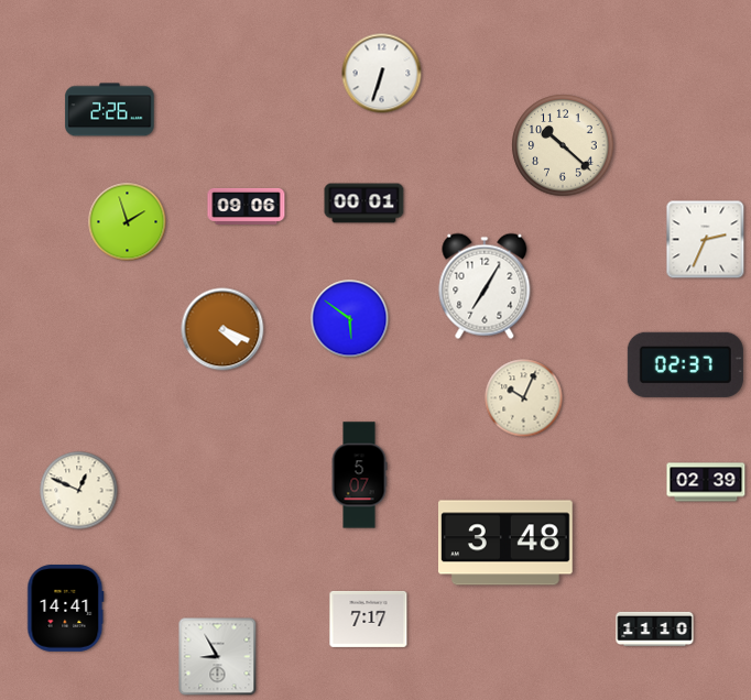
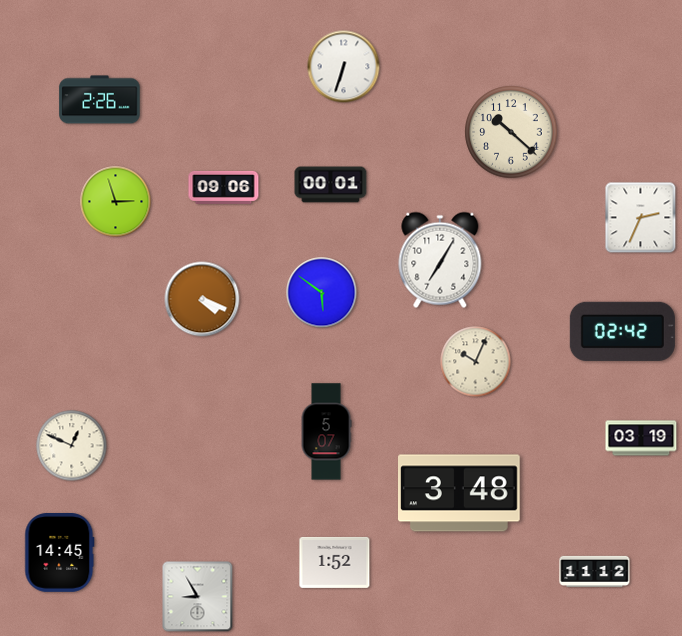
clock at (382, 74) position: (382, 74) -> (344, 67)
clock at (128, 222): 1:57 -> 2:57
clock at (350, 319) position: (350, 319) -> (322, 293)
clock at (685, 364): 02:37 -> 02:42
clock at (706, 482): 02:39 -> 03:19
clock at (66, 609): 14:41 -> 14:45
clock at (369, 619): 7:17 -> 1:52
clock at (655, 628): 11:10 -> 11:12
